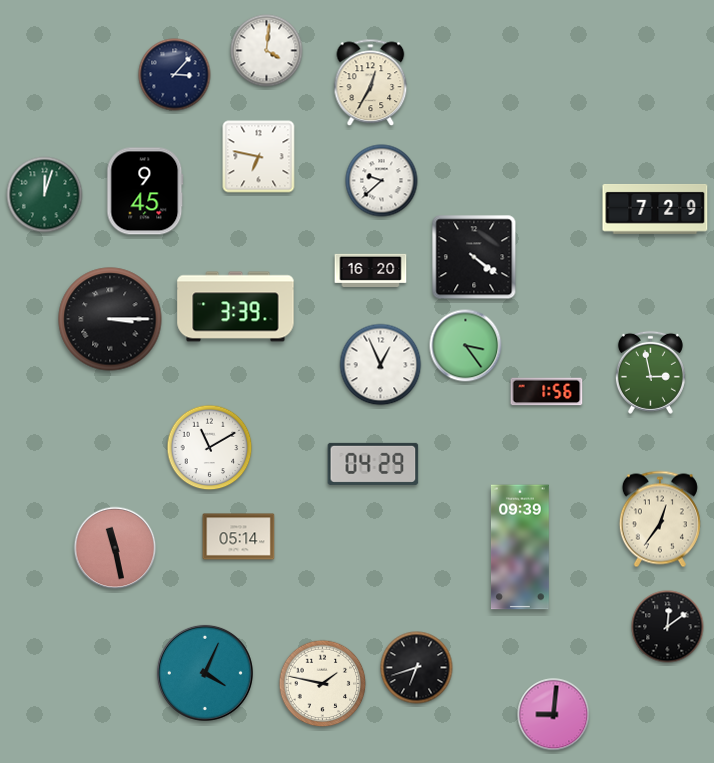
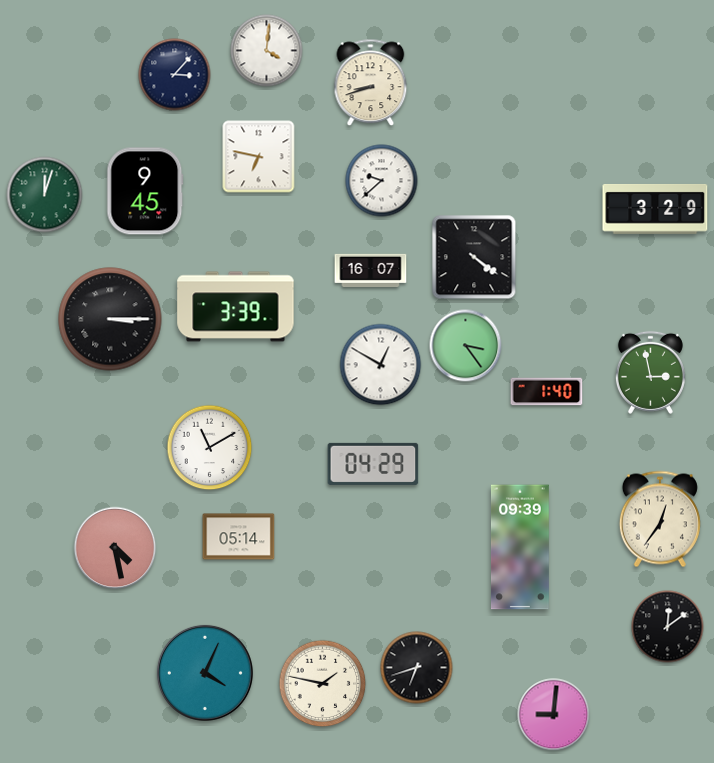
clock at (371, 83): 12:35 -> 8:42
clock at (655, 209): 7:29 -> 3:29
clock at (371, 270): 16:20 -> 16:07
clock at (381, 365): 12:56 -> 12:50
clock at (547, 392): 1:56 -> 1:40
clock at (115, 548): 11:28 -> 4:28
